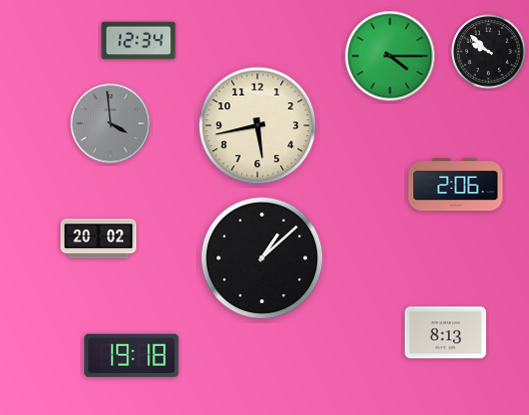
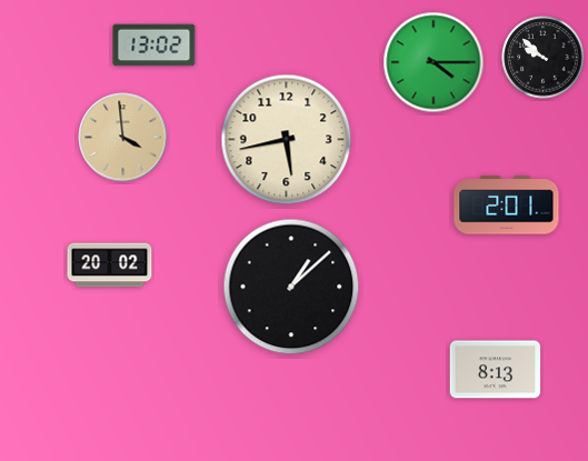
clock at (139, 41): 12:34 -> 13:02
clock at (111, 124) dial: grey -> champagne
clock at (456, 185): 2:06 -> 2:01
clock at (132, 355): 19:18 -> none
